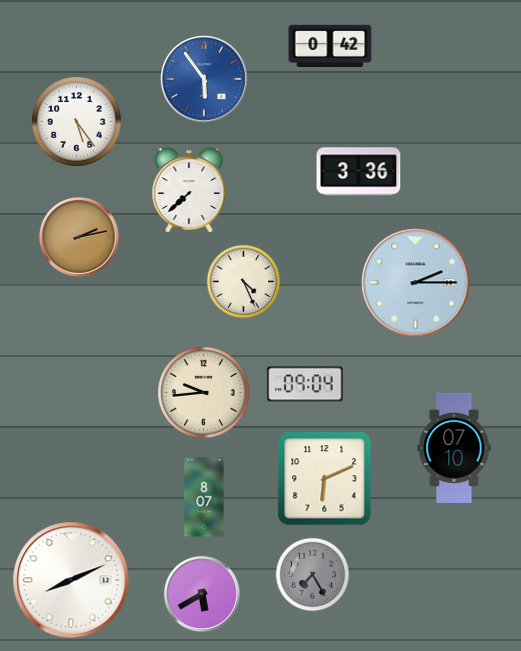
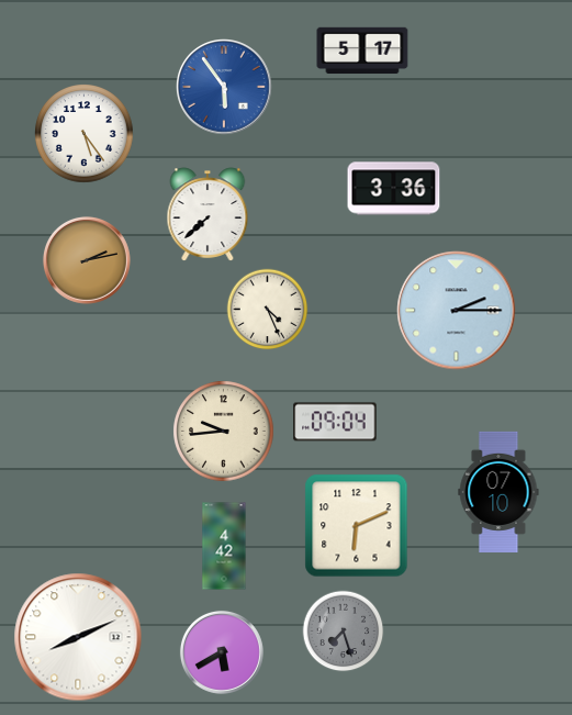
clock at (330, 46): 0:42 -> 5:17
clock at (189, 190) position: (189, 190) -> (208, 214)
clock at (204, 497): 8:07 -> 4:42
clock at (313, 575): 7:25 -> 7:27
